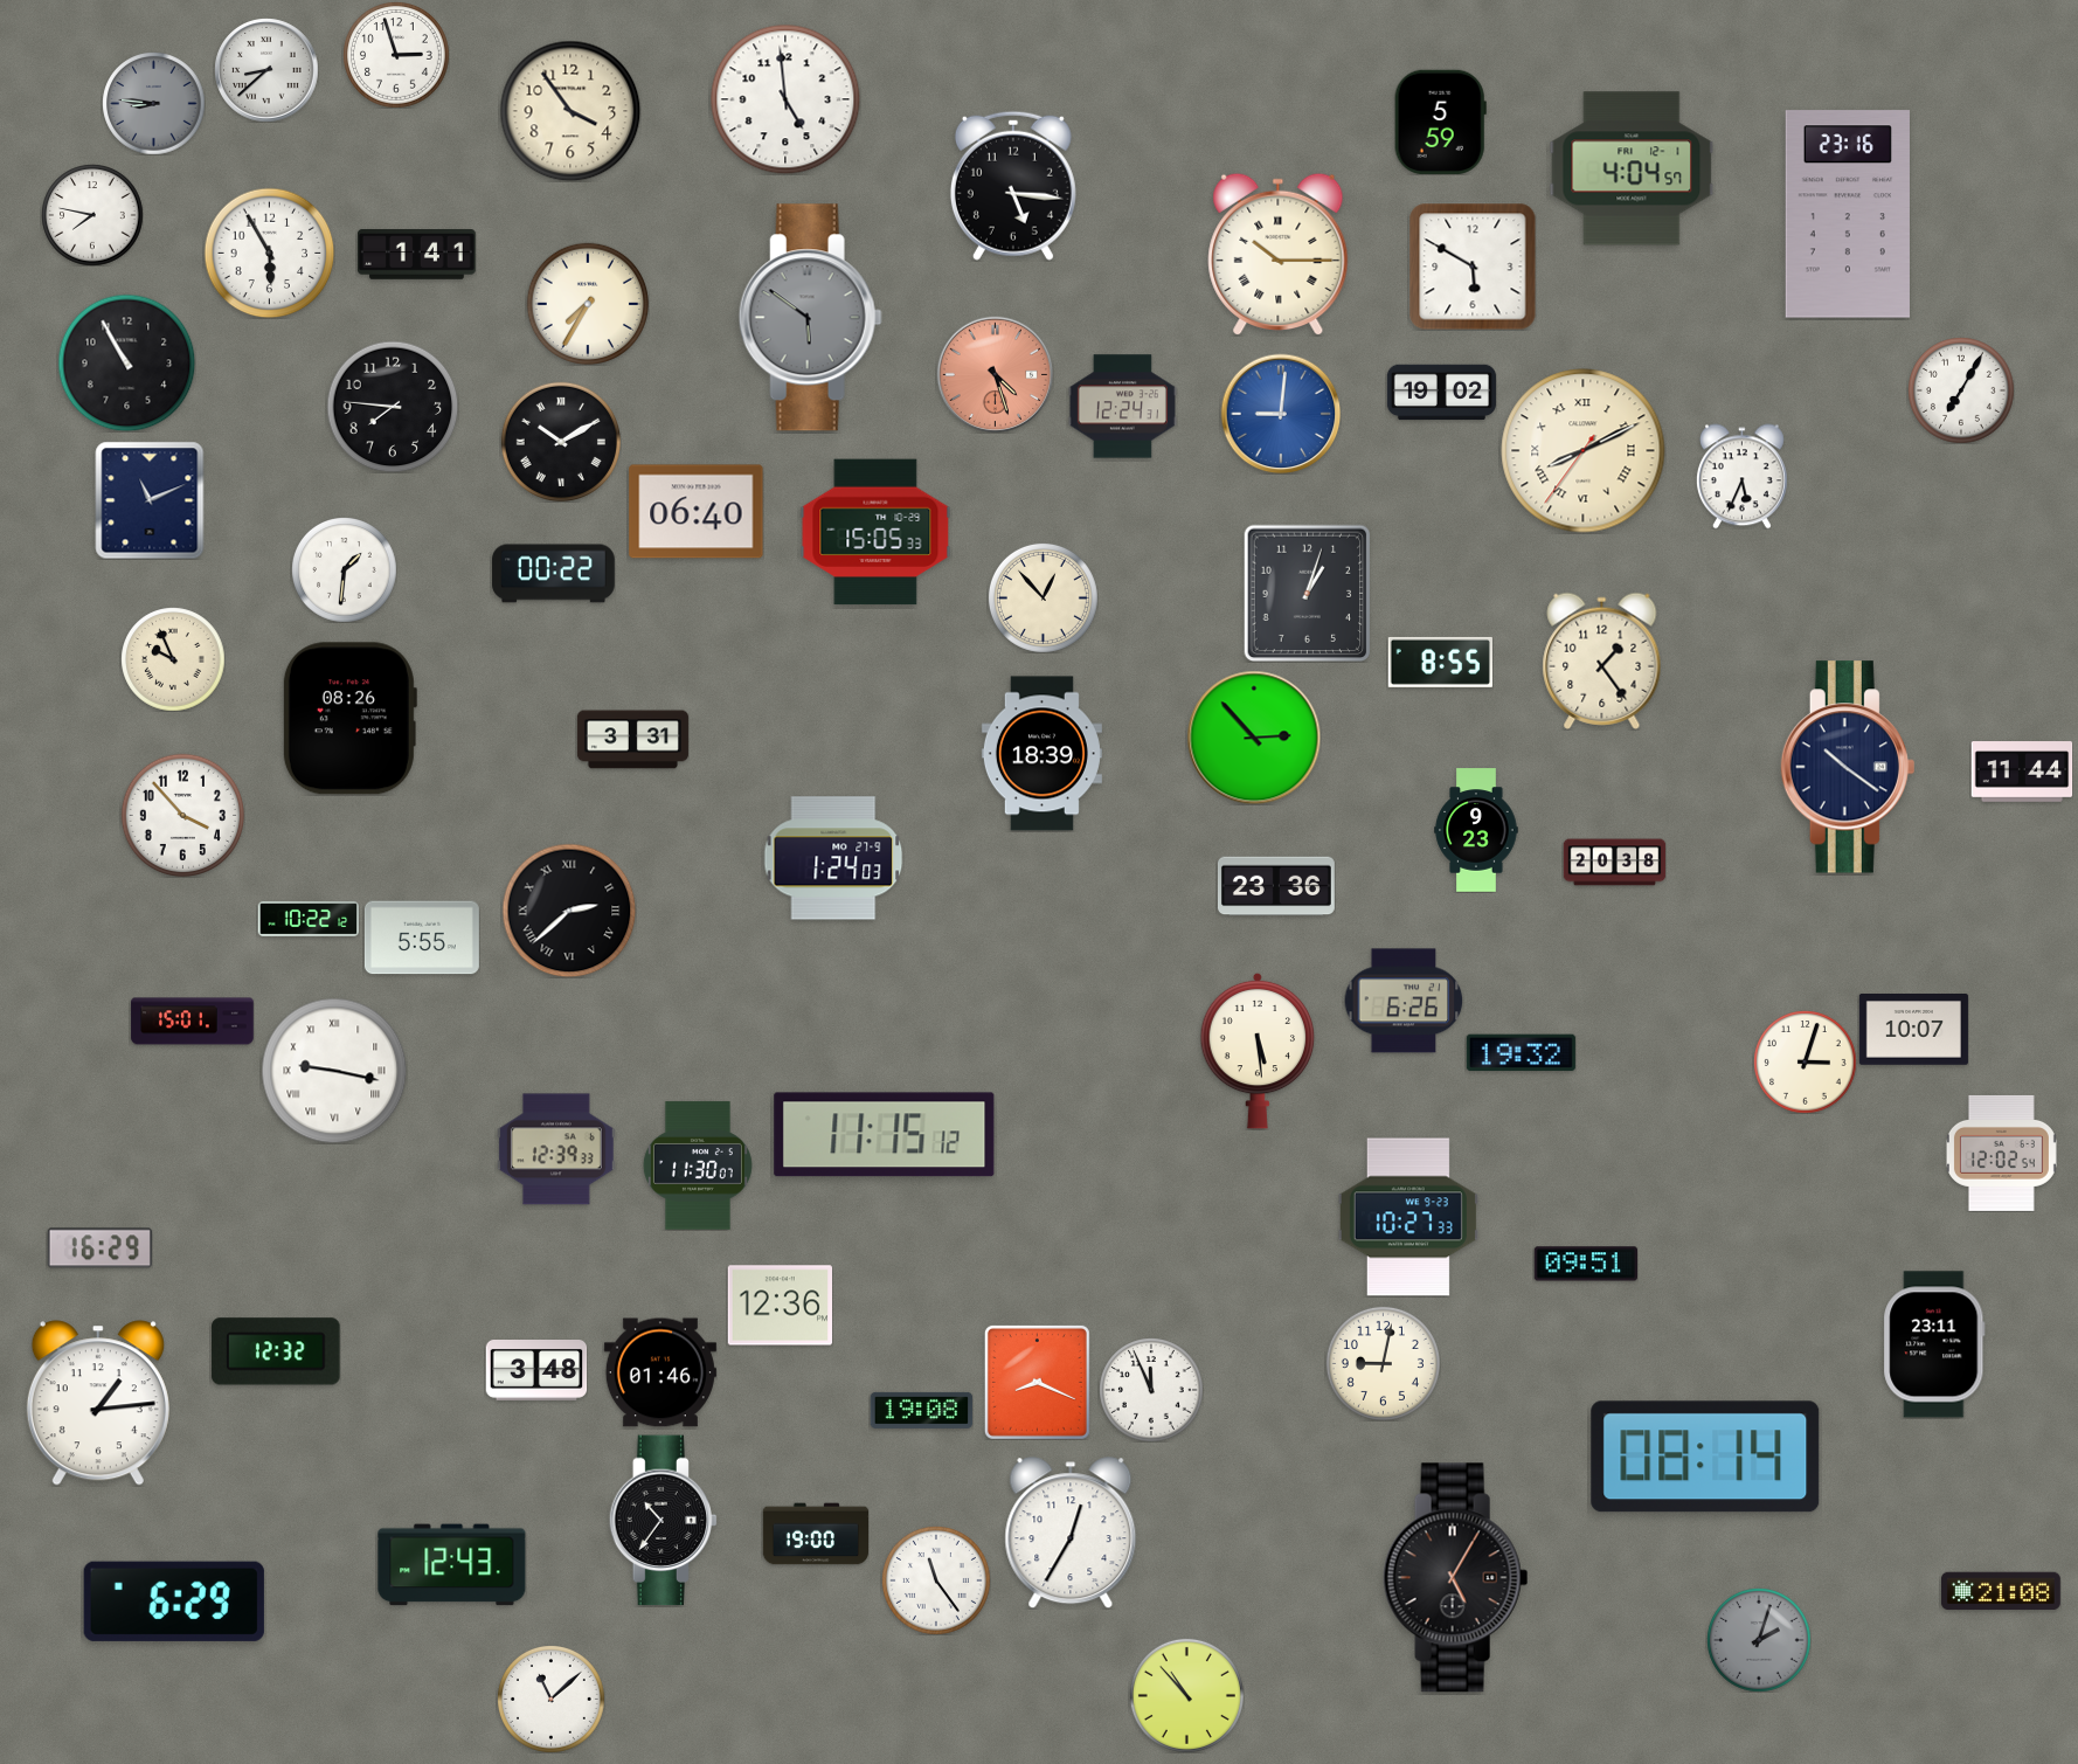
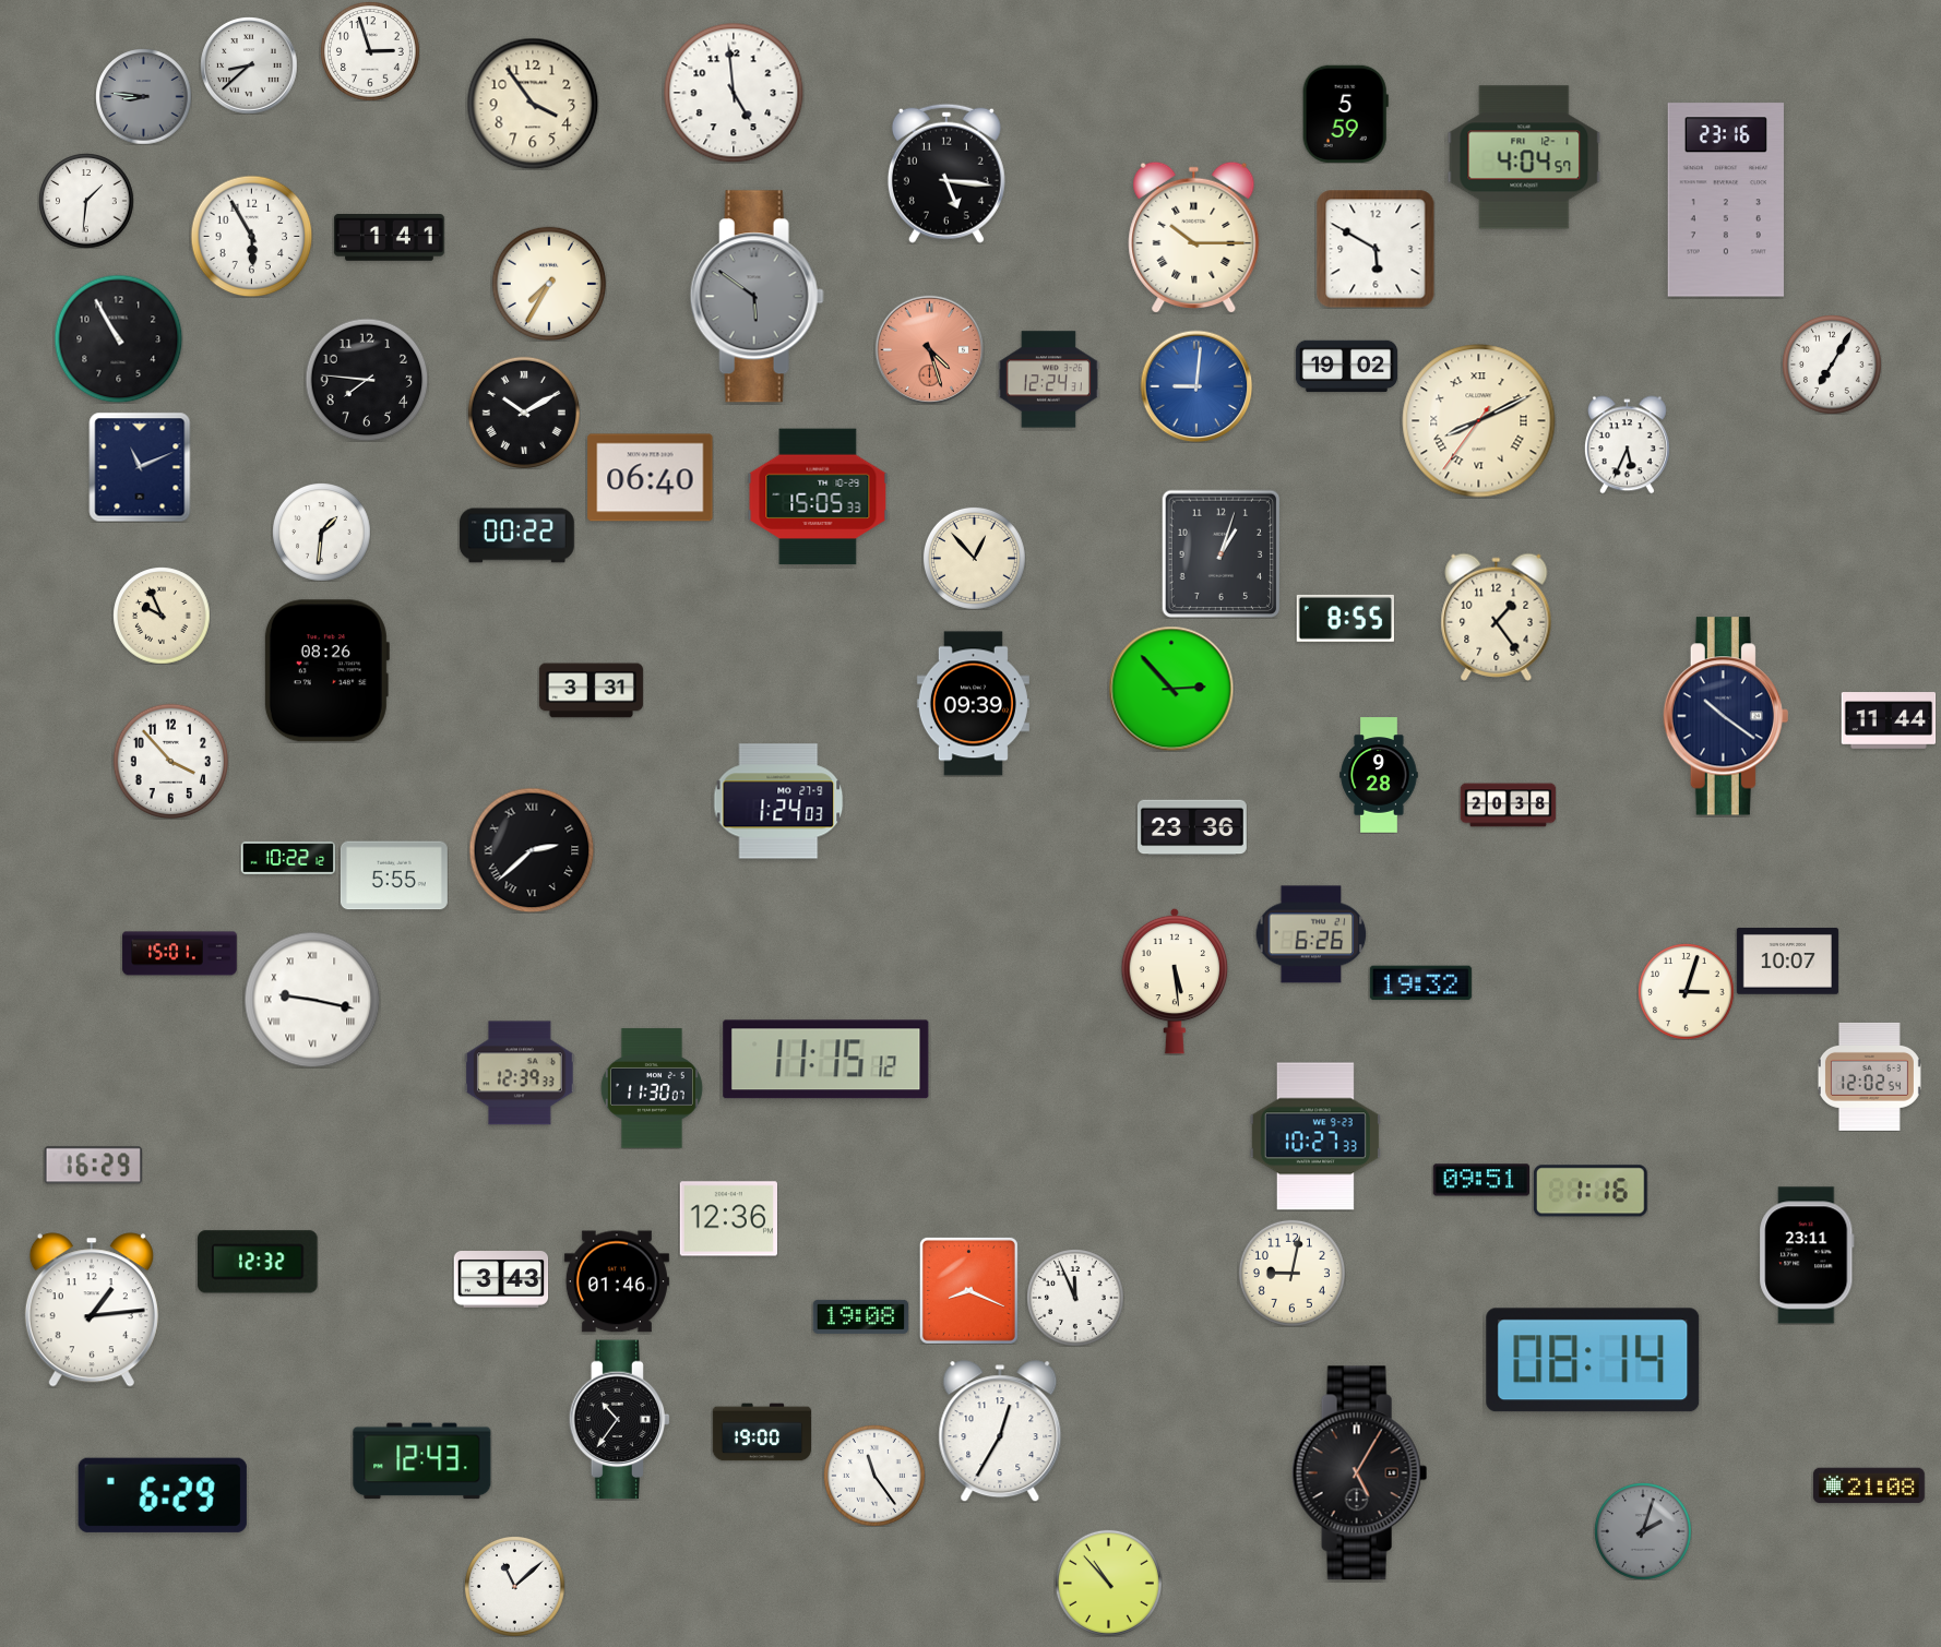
clock at (92, 215): 7:47 -> 1:31
clock at (1041, 754): 18:39 -> 09:39
clock at (1476, 830): 9:23 -> 9:28
clock at (1591, 1191): none -> 1:16
clock at (536, 1370): 3:48 -> 3:43
